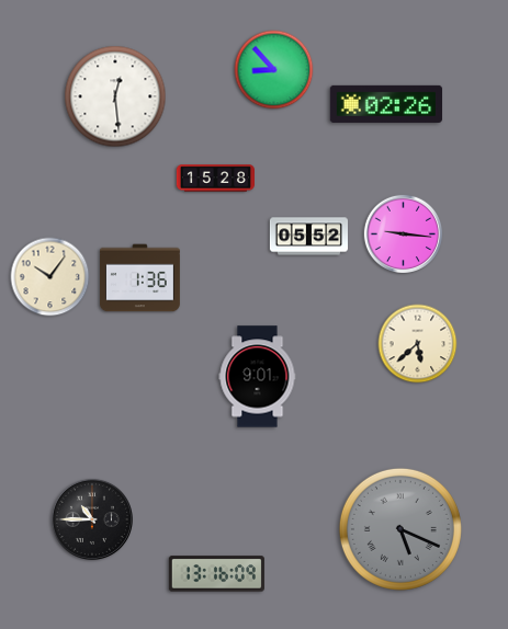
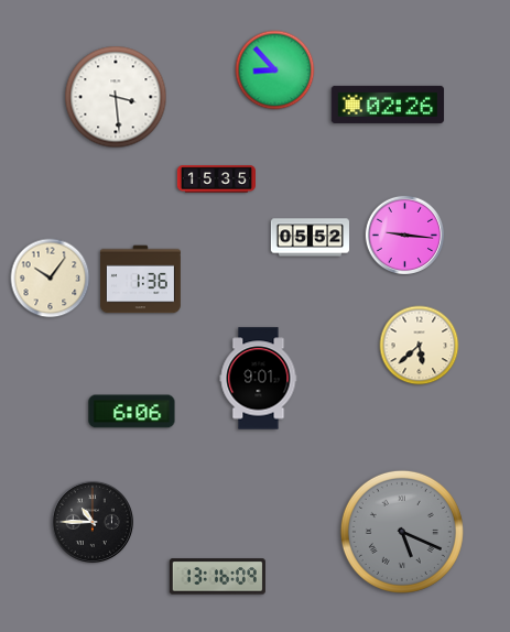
clock at (115, 96): 12:29 -> 3:29
clock at (215, 179): 15:28 -> 15:35
clock at (132, 412): none -> 6:06
